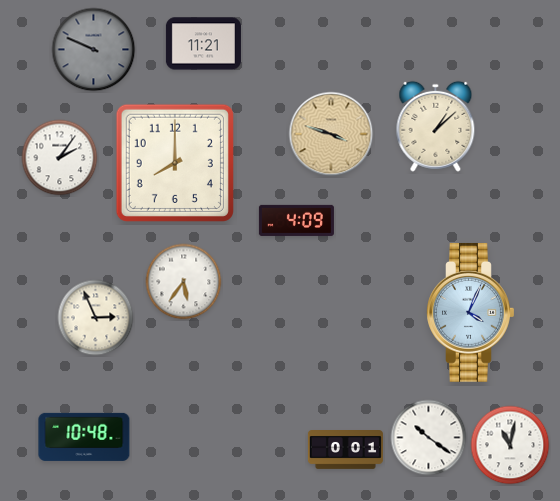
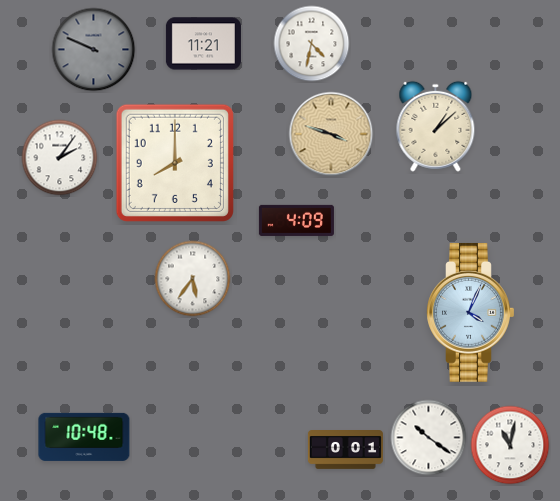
clock at (312, 44): none -> 4:32
clock at (184, 282) position: (184, 282) -> (193, 279)
clock at (96, 318): 2:56 -> none
